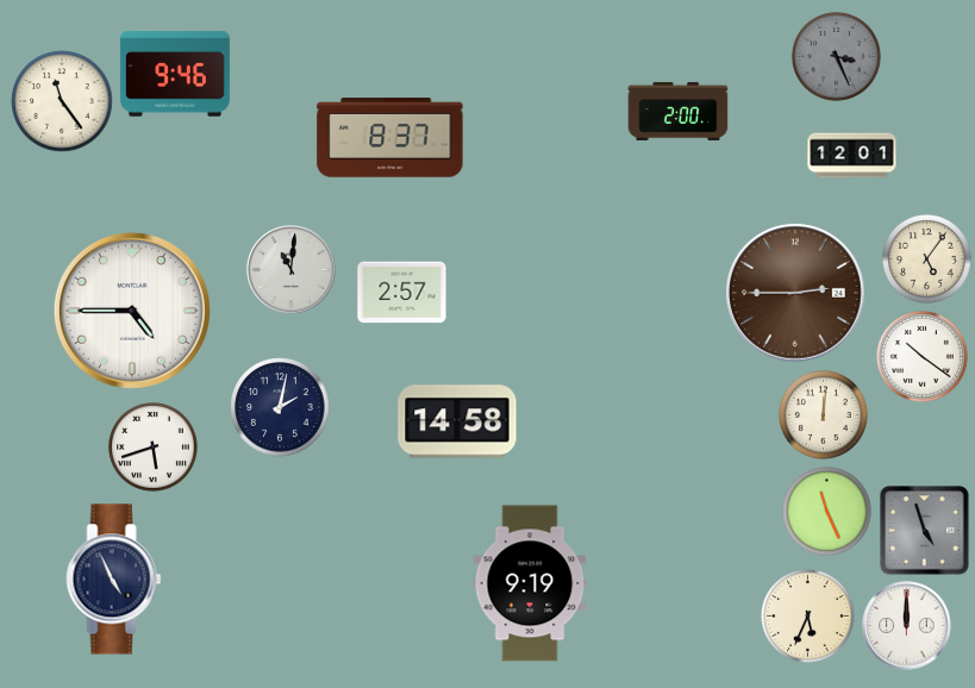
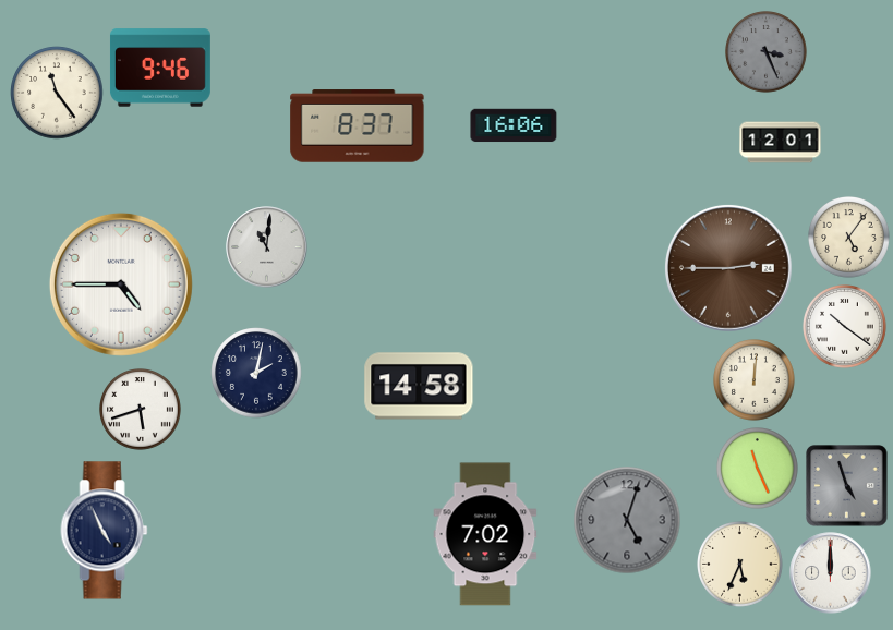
clock at (679, 111): 2:00 -> none
clock at (514, 125): none -> 16:06
clock at (402, 293): 2:57 -> none
clock at (627, 520): none -> 5:03
clock at (530, 583): 9:19 -> 7:02
